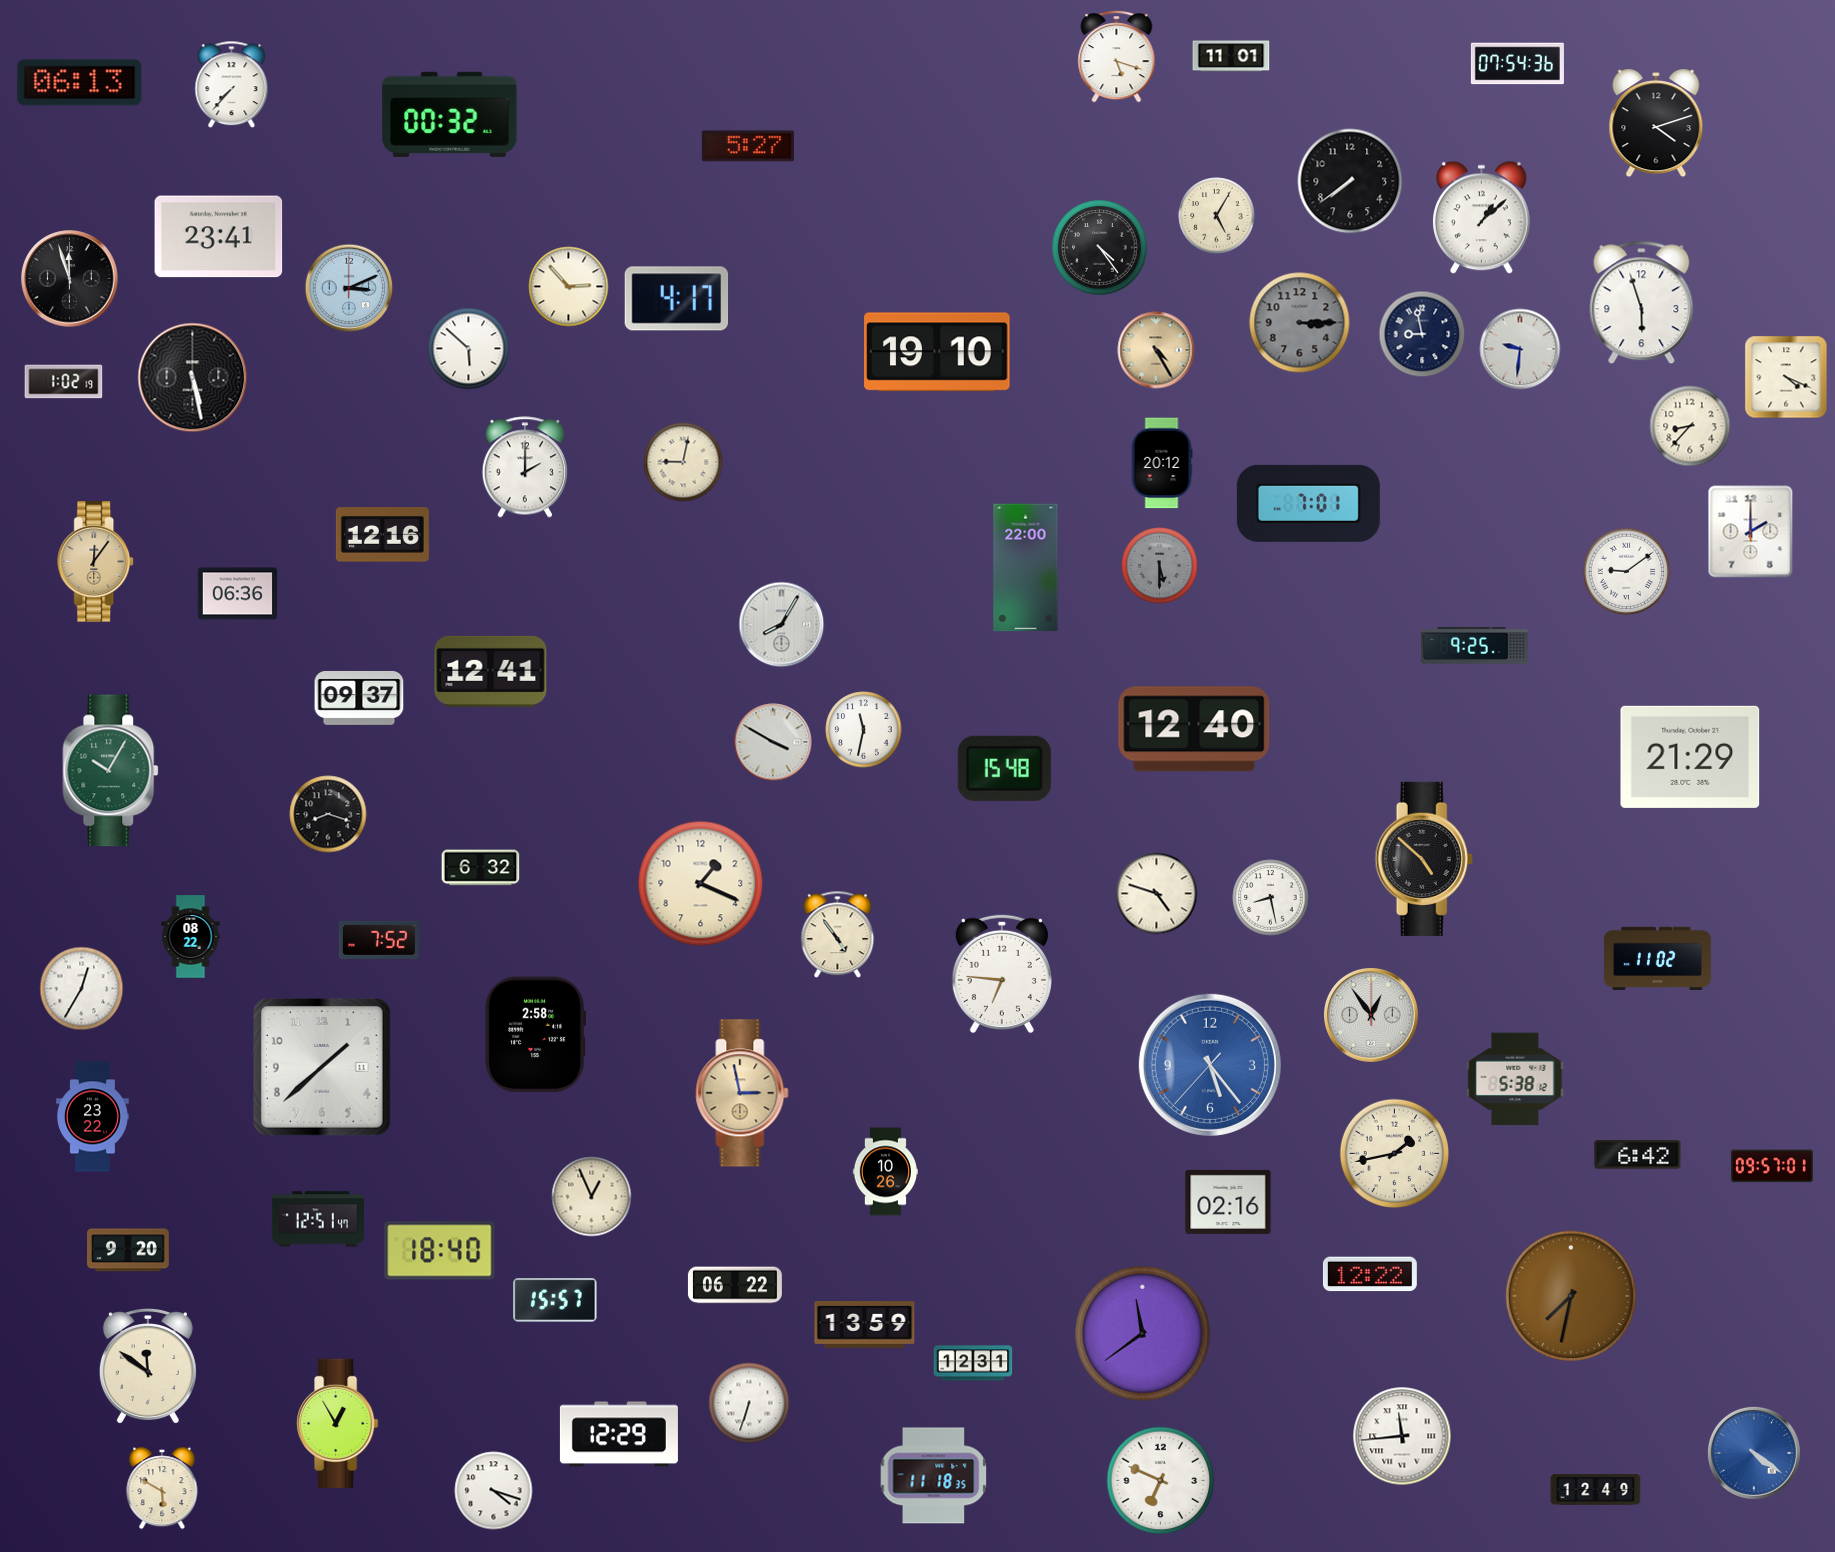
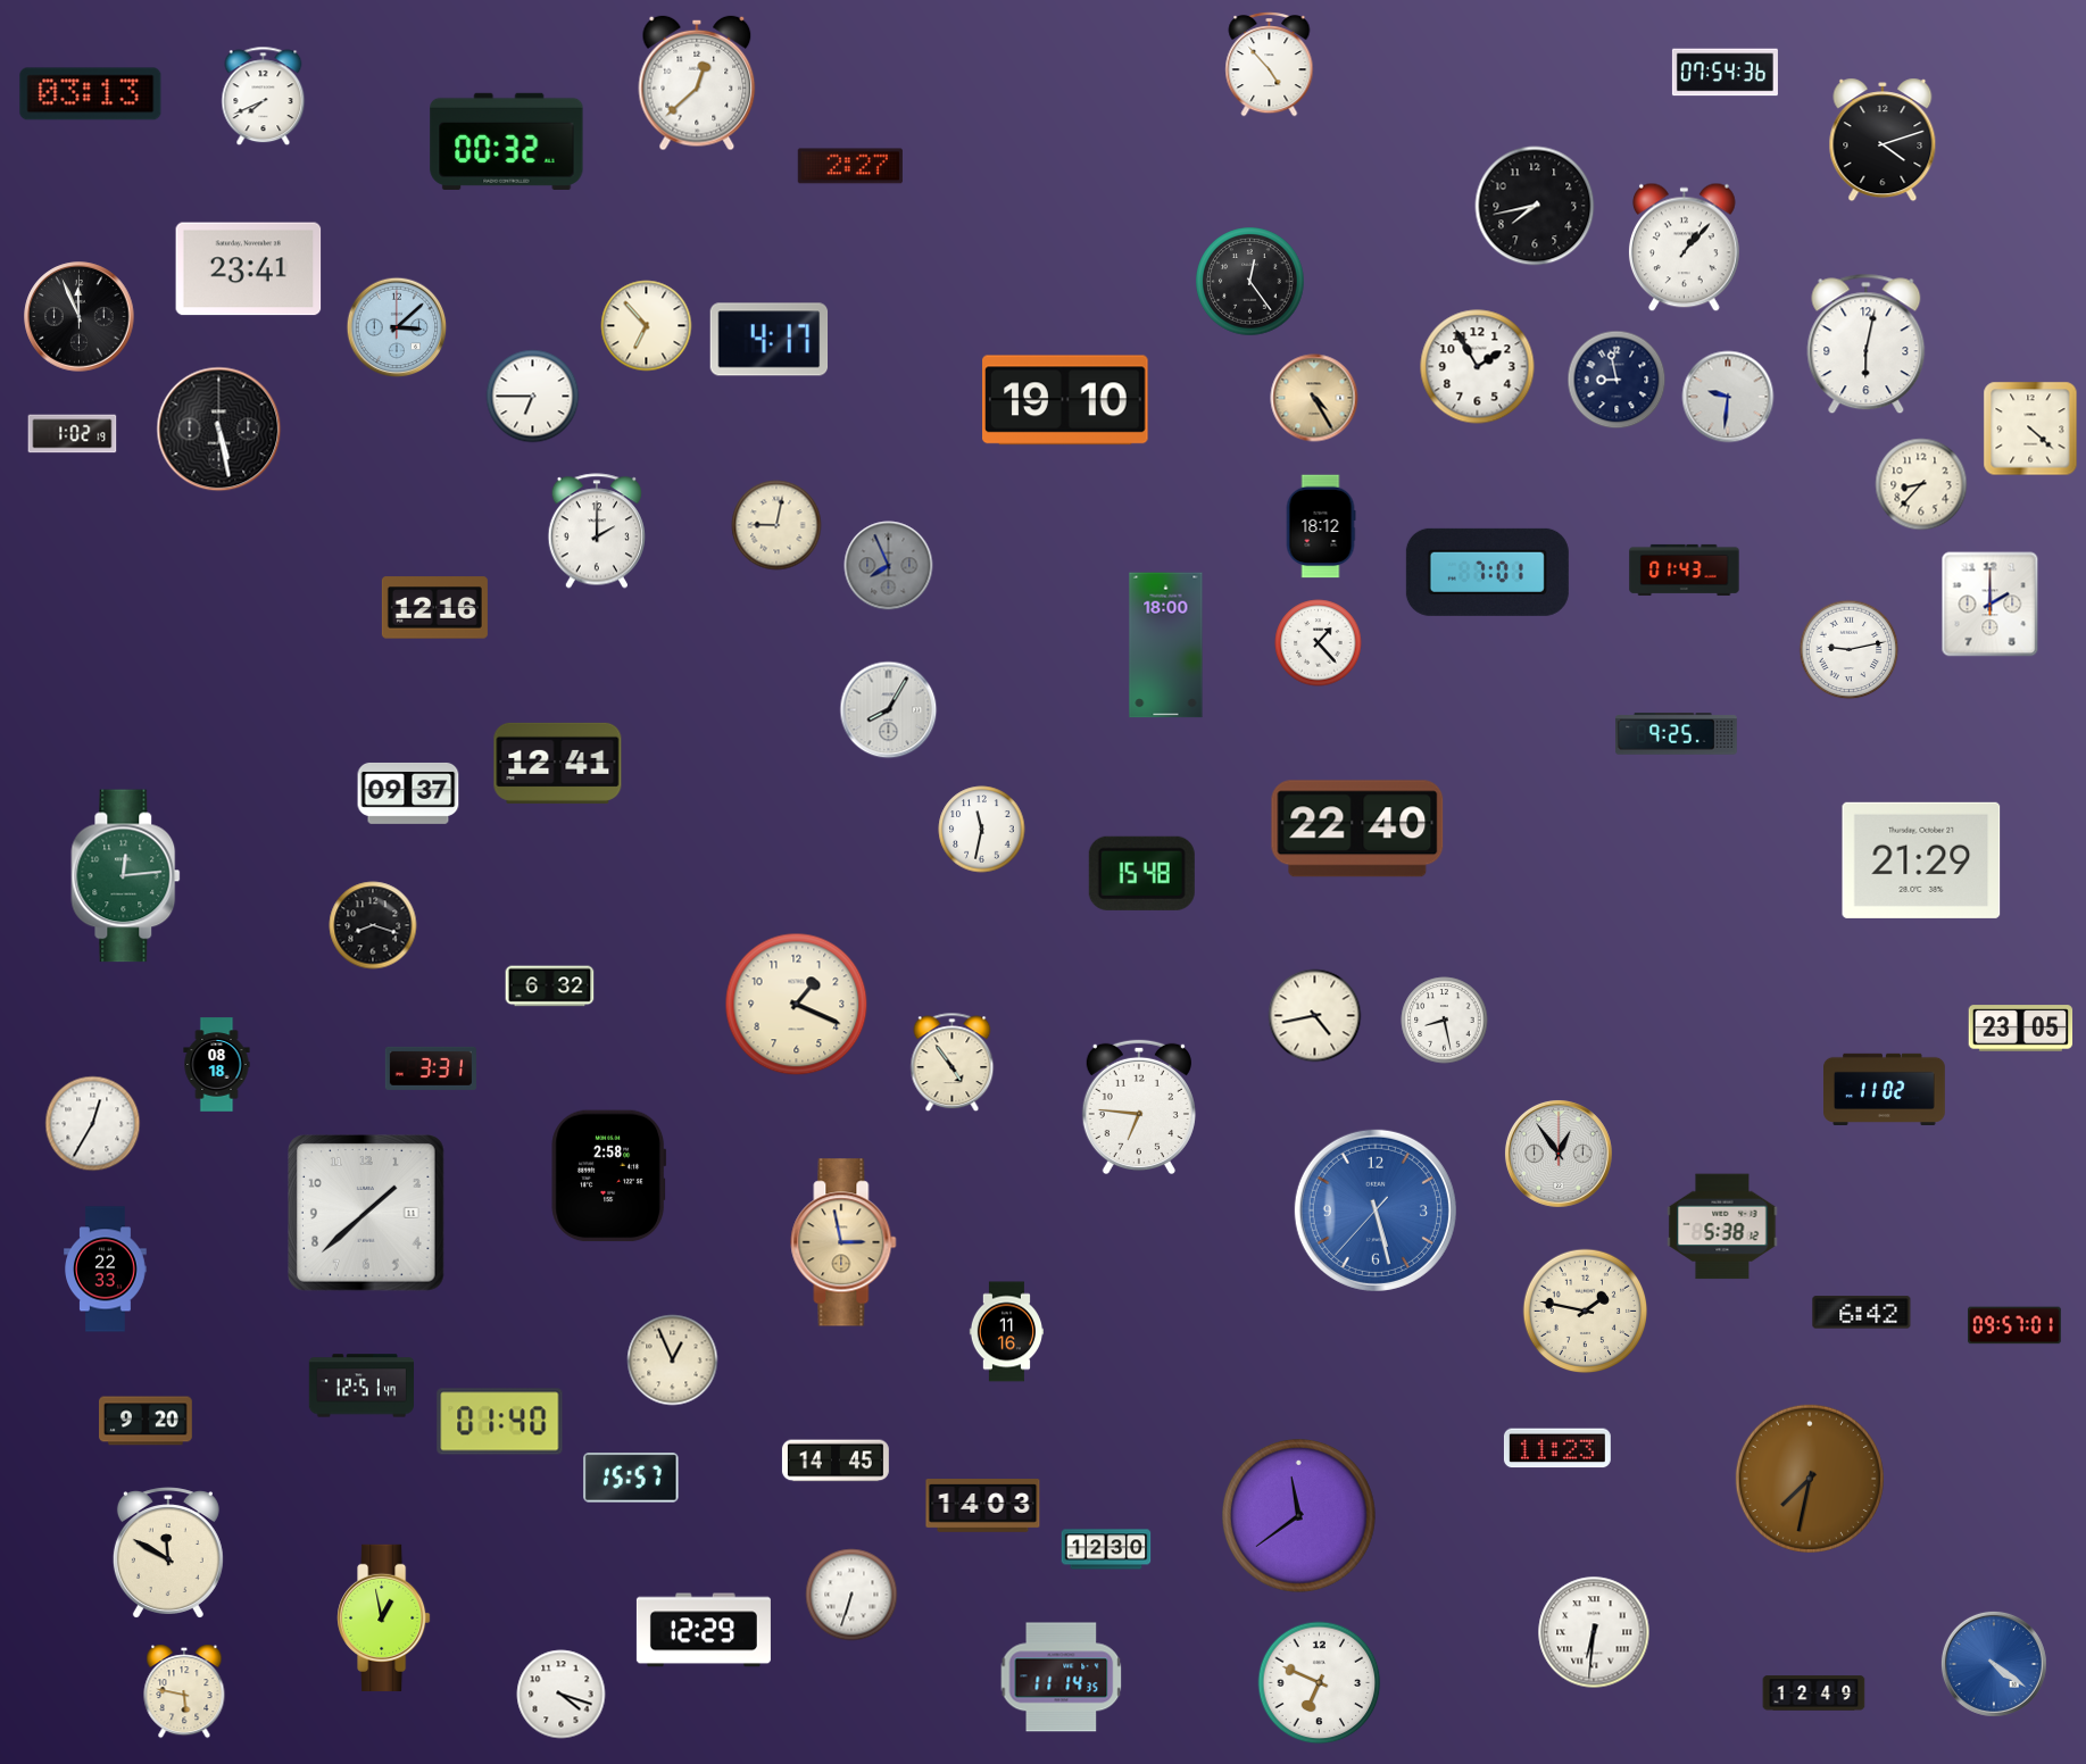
clock at (1231, 56): 11:01 -> none
clock at (1117, 57): 5:18 -> 4:53
clock at (697, 83): none -> 12:38
clock at (80, 83): 06:13 -> 03:13
clock at (232, 85): 7:37 -> 7:41
clock at (450, 114) position: (450, 114) -> (507, 141)
clock at (748, 146): 5:27 -> 2:27
clock at (1350, 181): 7:39 -> 7:43
clock at (1217, 216): 5:05 -> none
clock at (1482, 218): 1:08 -> 1:07
clock at (1100, 248): 4:24 -> 12:24
clock at (70, 279): 11:57 -> 11:56
clock at (569, 287): 2:53 -> 6:53
clock at (349, 288): 3:11 -> 3:08
clock at (1642, 303): 5:57 -> 6:02
clock at (1300, 323): 3:15 -> 1:55
clock at (1300, 323) dial: grey -> white
clock at (469, 349): 5:52 -> 6:45
clock at (1786, 377): 4:19 -> 4:22
clock at (1162, 463): 20:12 -> 18:12
clock at (889, 566): none -> 7:56
clock at (1685, 569): none -> 01:43
clock at (96, 562): 12:06 -> none
clock at (1160, 566): 5:30 -> 1:23
clock at (1160, 566) dial: grey -> white
clock at (1026, 568): 22:00 -> 18:00
clock at (1627, 572): 9:09 -> 9:13
clock at (238, 594): 06:36 -> none
clock at (1194, 729): 12:40 -> 22:40
clock at (773, 742): 3:50 -> none
clock at (111, 771): 10:05 -> 12:14
clock at (1424, 859): 4:52 -> none
clock at (481, 868) position: (481, 868) -> (550, 987)
clock at (1157, 894): 4:48 -> 4:43
clock at (2021, 1029): none -> 23:05
clock at (191, 937): 08:22 -> 08:18
clock at (379, 940): 7:52 -> 3:31
clock at (1210, 1065): 5:23 -> 5:27
clock at (93, 1117): 23:22 -> 22:33
clock at (1395, 1154): 1:43 -> 1:47
clock at (885, 1172): 10:26 -> 11:16
clock at (1228, 1202): 02:16 -> none
clock at (440, 1251): 18:40 -> 01:40
clock at (1370, 1274): 12:22 -> 11:23
clock at (735, 1285): 06:22 -> 14:45
clock at (1571, 1296) position: (1571, 1296) -> (1810, 1479)
clock at (865, 1325): 13:59 -> 14:03
clock at (973, 1363): 12:31 -> 12:30
clock at (148, 1366): 11:51 -> 11:50
clock at (338, 1423): 12:55 -> 12:58
clock at (1402, 1436): 11:44 -> 6:31
clock at (1754, 1453) position: (1754, 1453) -> (1994, 1664)
clock at (934, 1476): 11:18 -> 11:14
clock at (162, 1488): 5:50 -> 5:47
